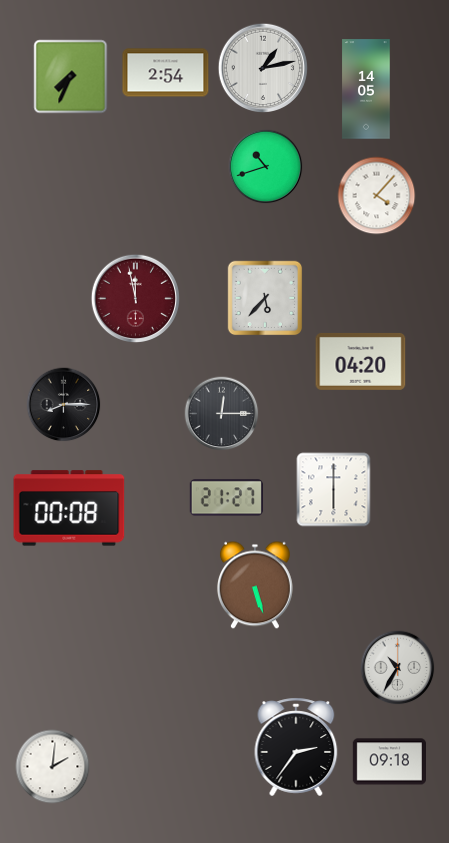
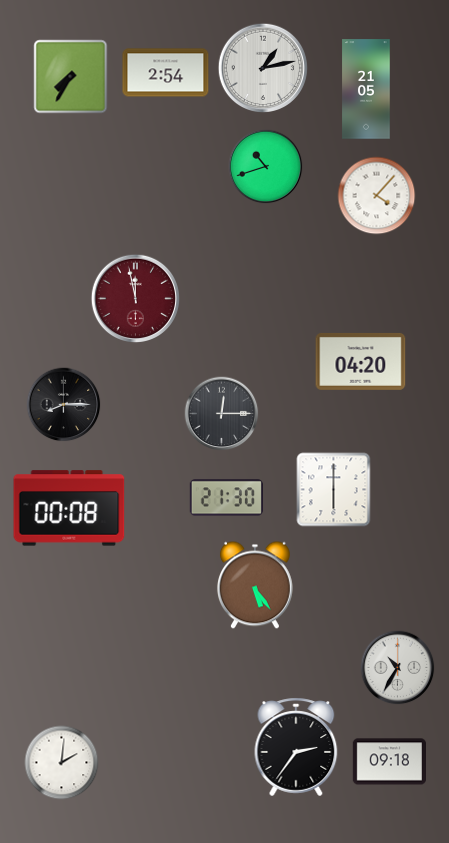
clock at (71, 77): 7:34 -> 7:35
clock at (366, 89): 14:05 -> 21:05
clock at (265, 298): 5:37 -> none
clock at (226, 498): 21:27 -> 21:30
clock at (255, 585): 5:27 -> 5:24
clock at (53, 767) position: (53, 767) -> (62, 763)
